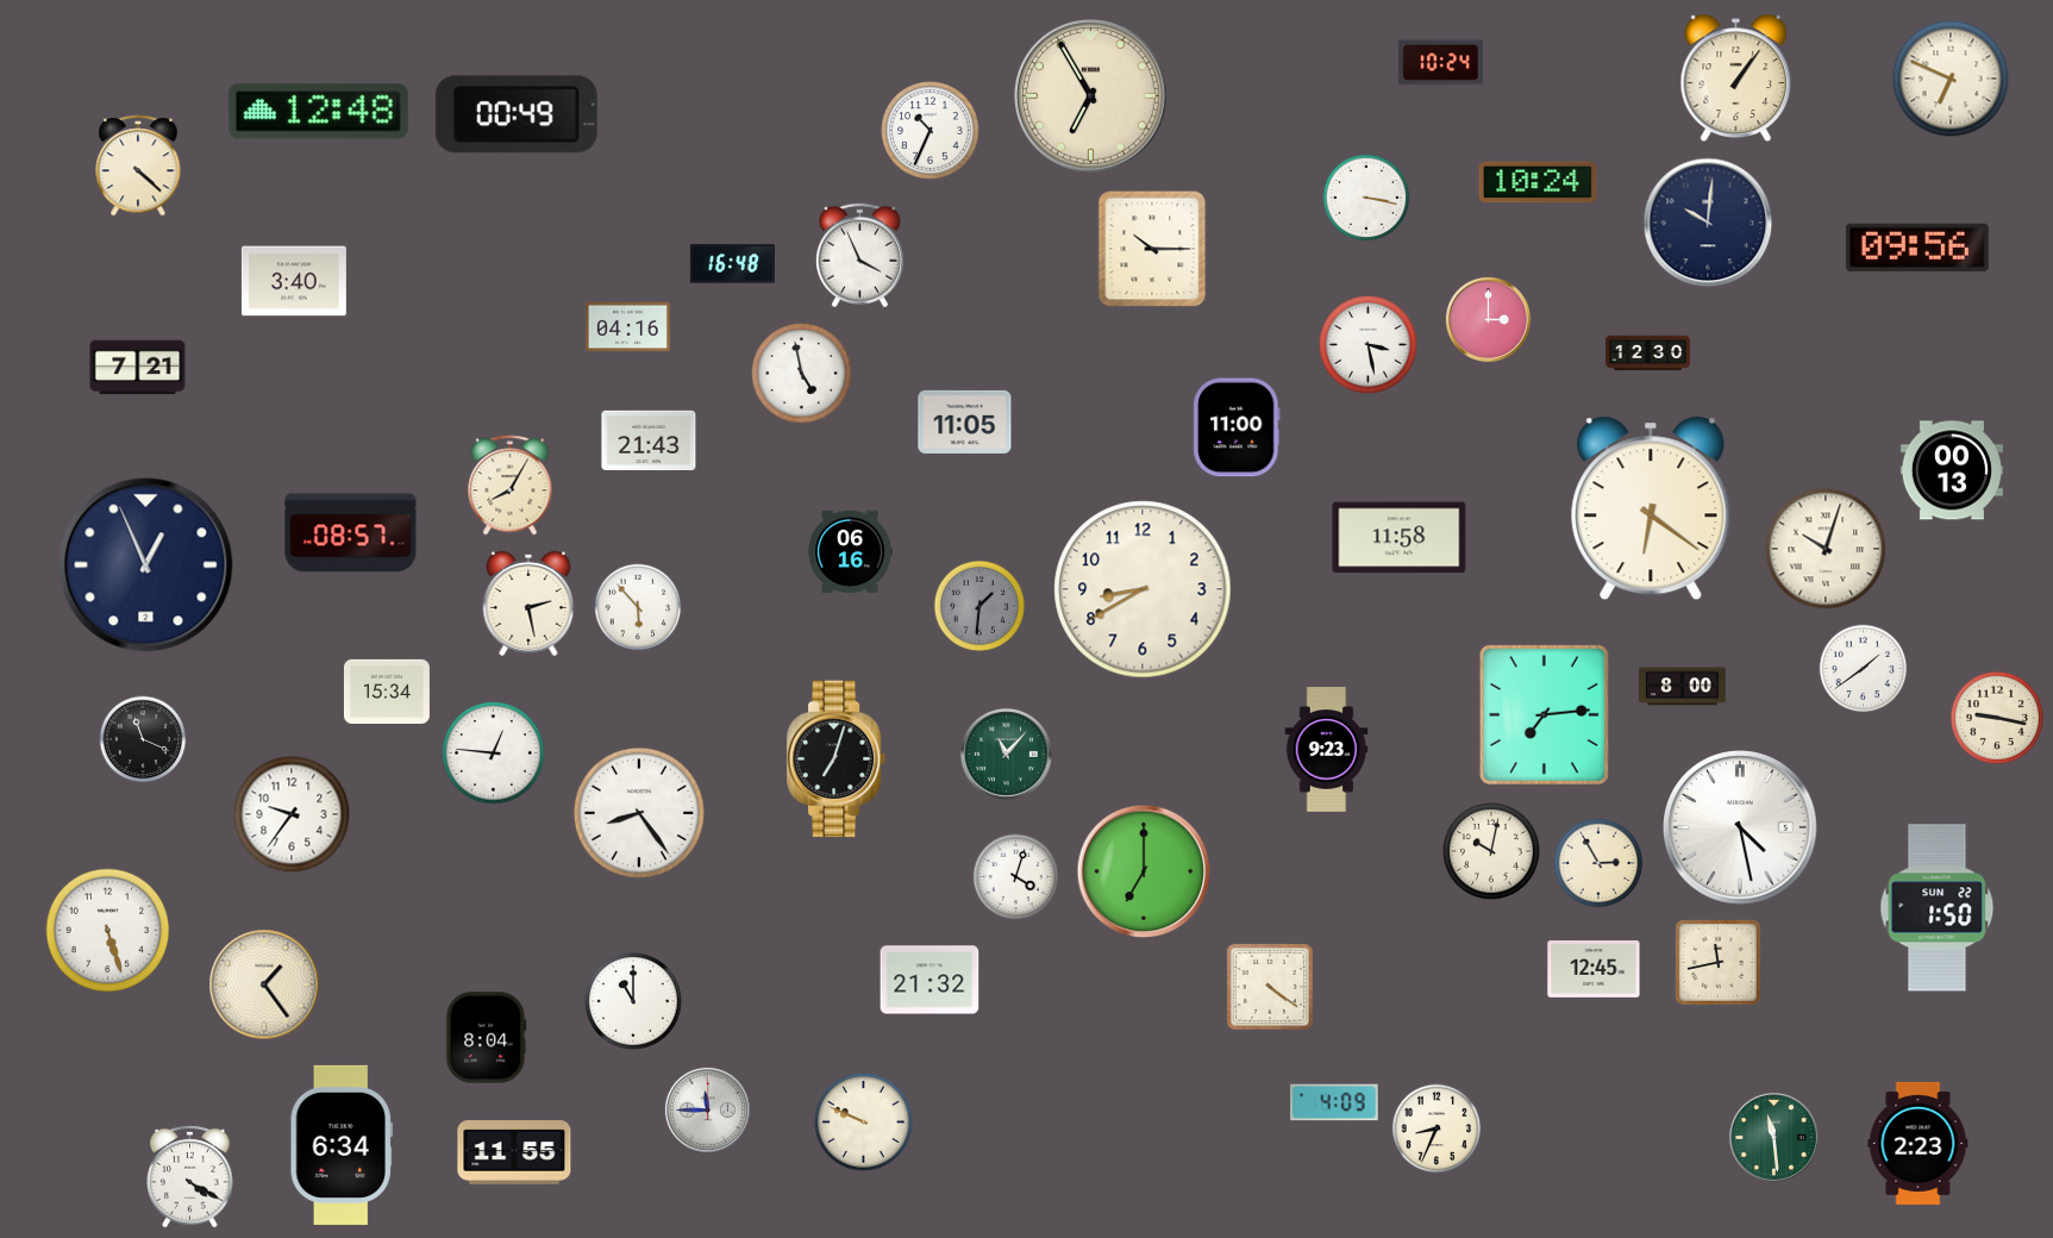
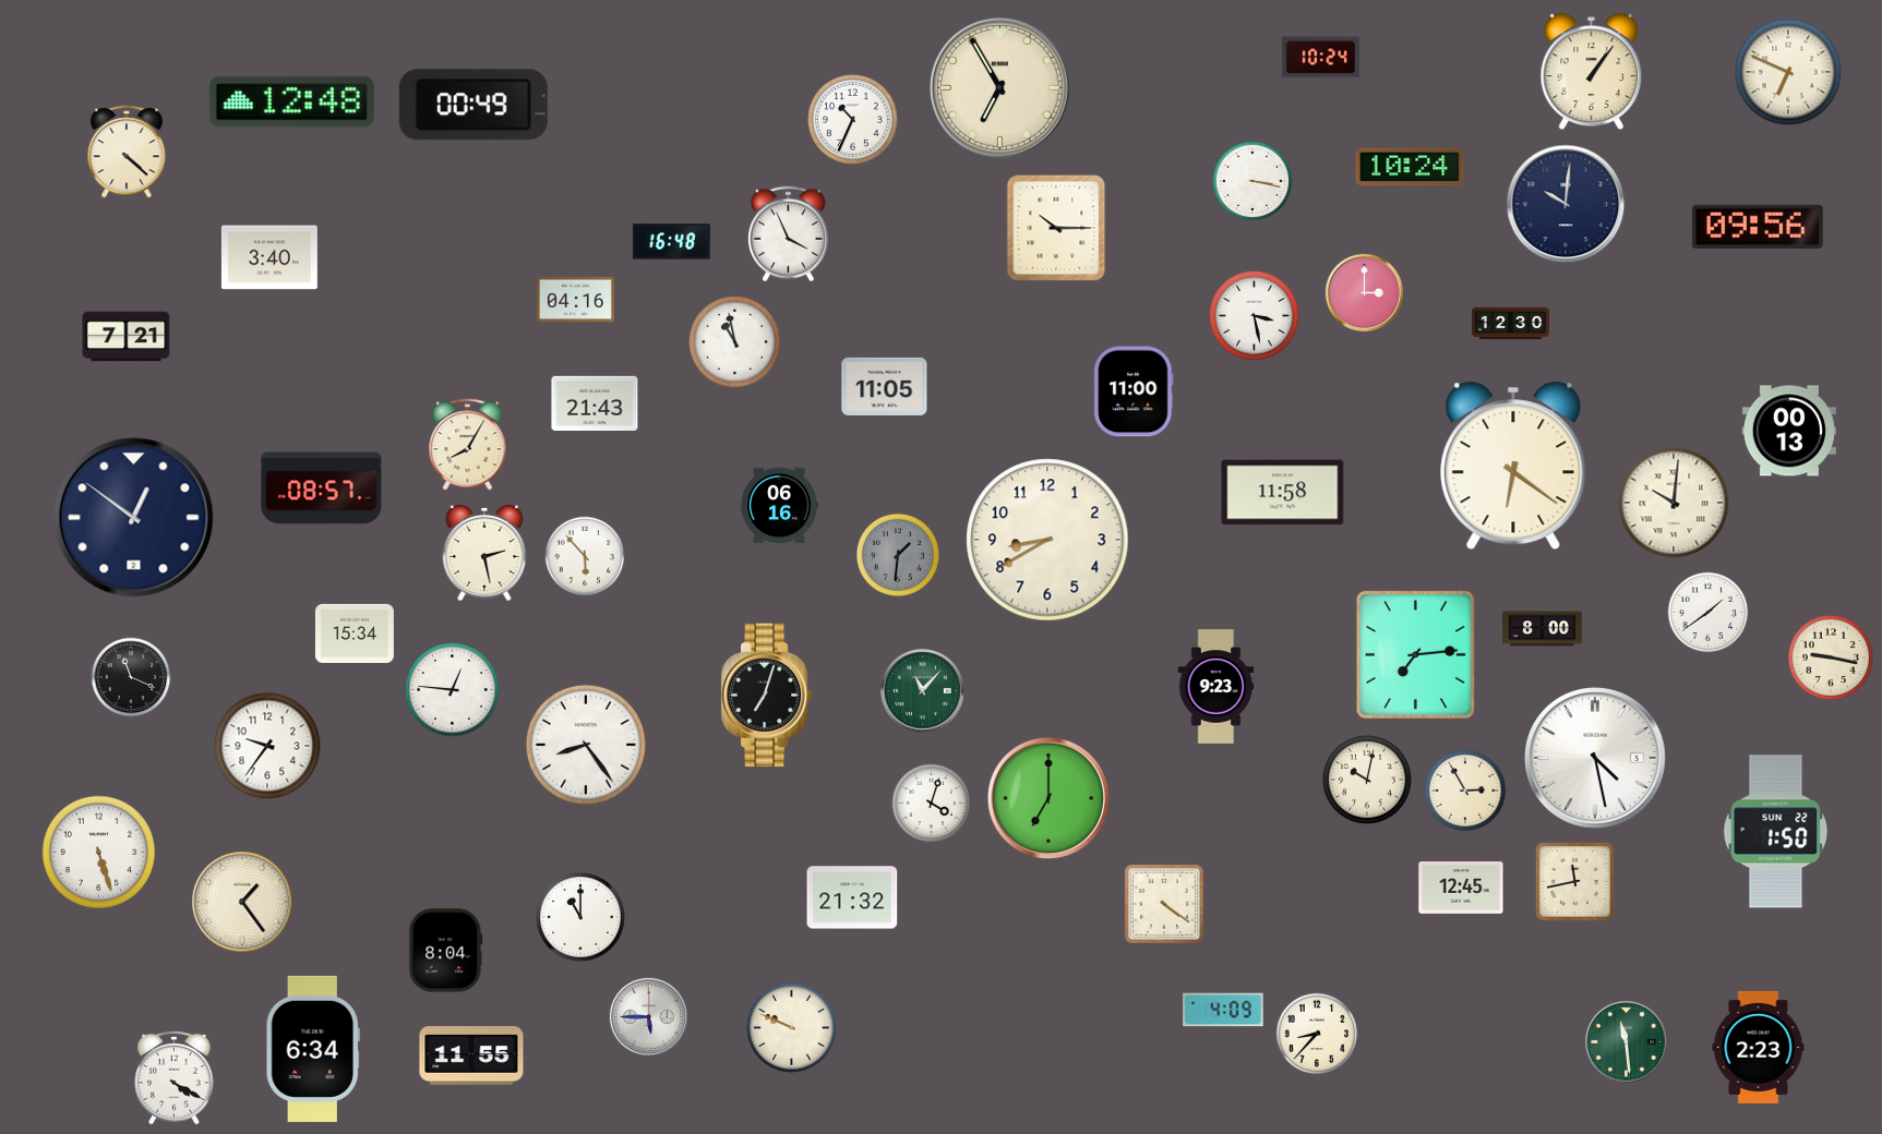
clock at (802, 374): 4:58 -> 10:58
clock at (1826, 549): 10:03 -> 10:01
clock at (146, 565): 12:56 -> 12:51
clock at (707, 1109): 11:45 -> 5:45
clock at (1437, 1128): 8:34 -> 8:37
